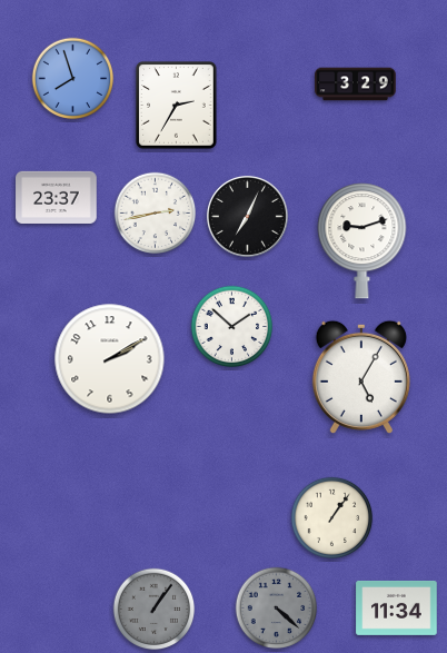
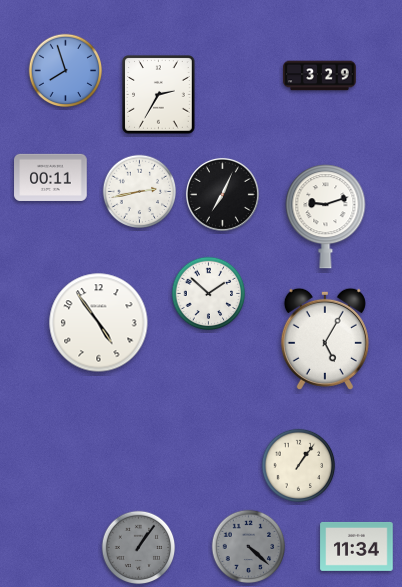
clock at (57, 197): 23:37 -> 00:11
clock at (110, 359): 2:10 -> 4:54
